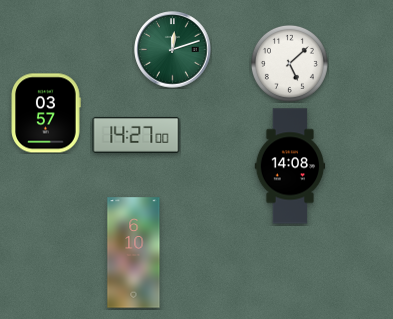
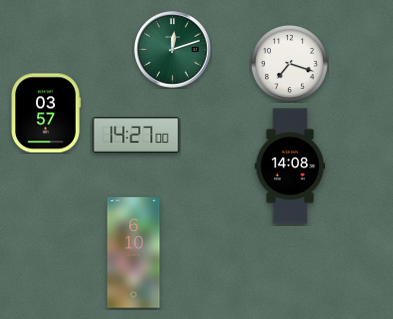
clock at (289, 63): 5:08 -> 7:18
